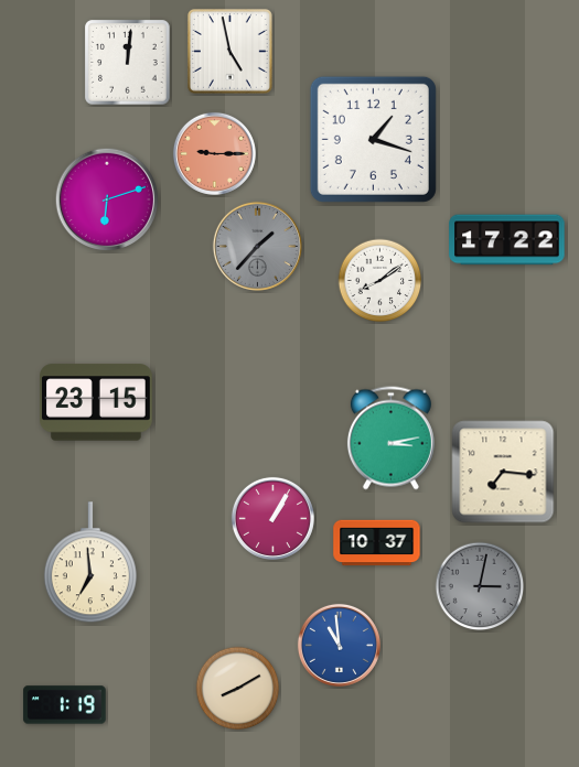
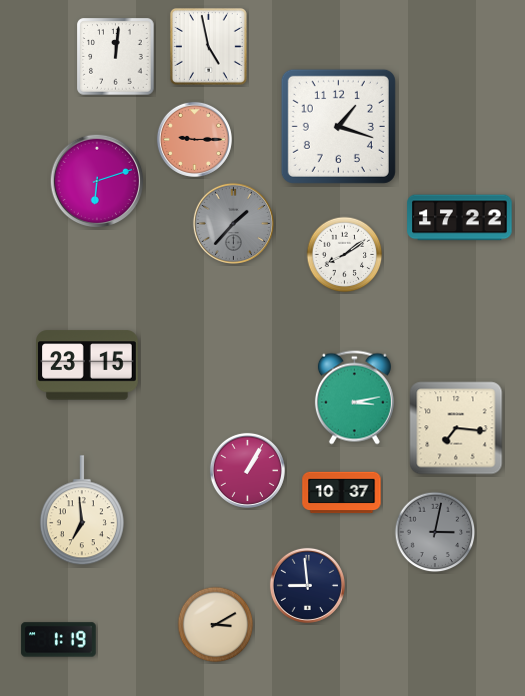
clock at (339, 645): 10:59 -> 8:59
clock at (339, 645) dial: blue -> navy
clock at (238, 689): 8:10 -> 3:10
